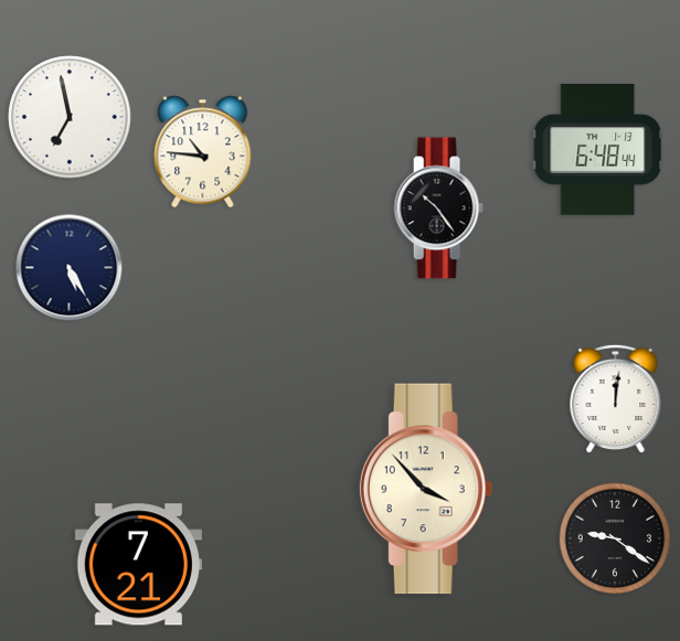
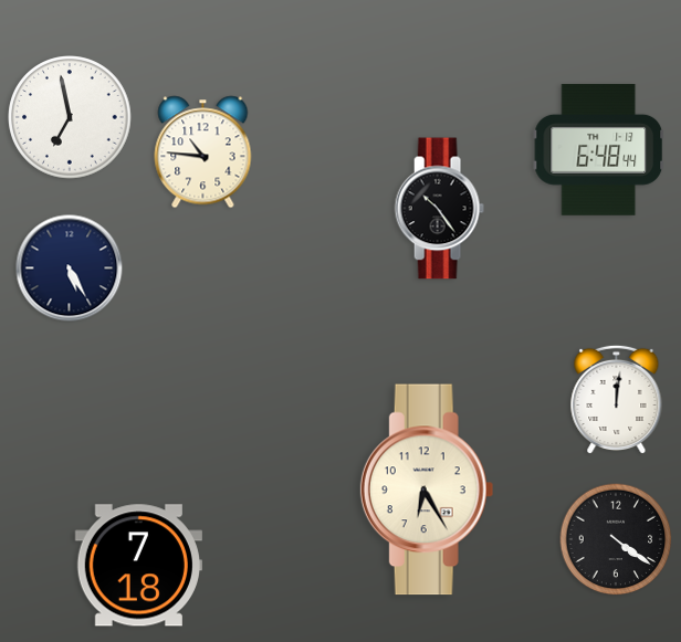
clock at (426, 489): 3:53 -> 6:25
clock at (615, 538): 9:21 -> 4:21
clock at (138, 565): 7:21 -> 7:18
